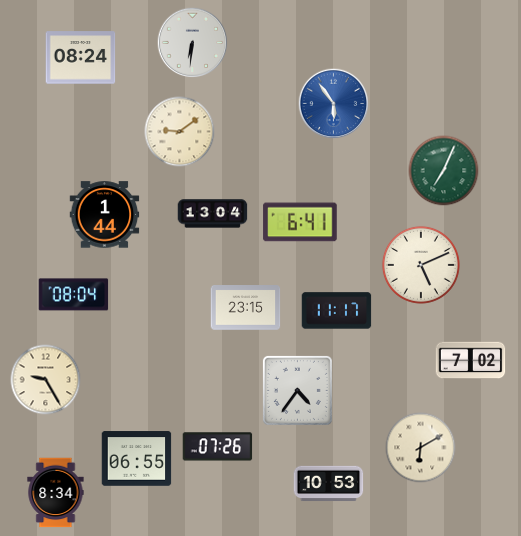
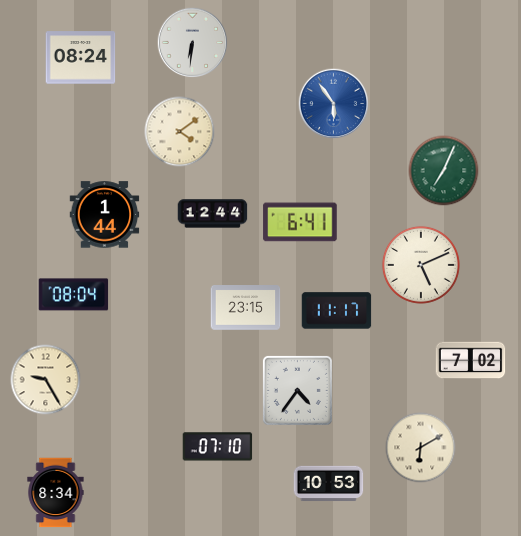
clock at (180, 132): 9:09 -> 4:09
clock at (213, 214): 13:04 -> 12:44
clock at (218, 447): 07:26 -> 07:10
clock at (137, 459): 06:55 -> none
